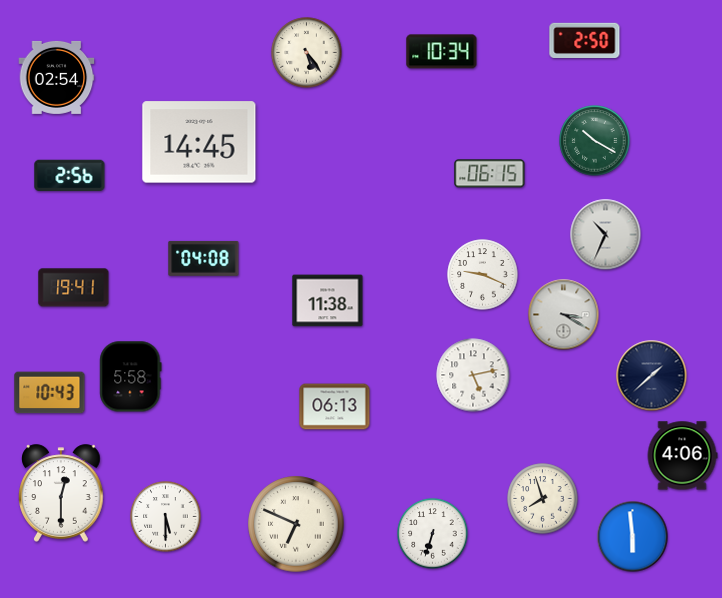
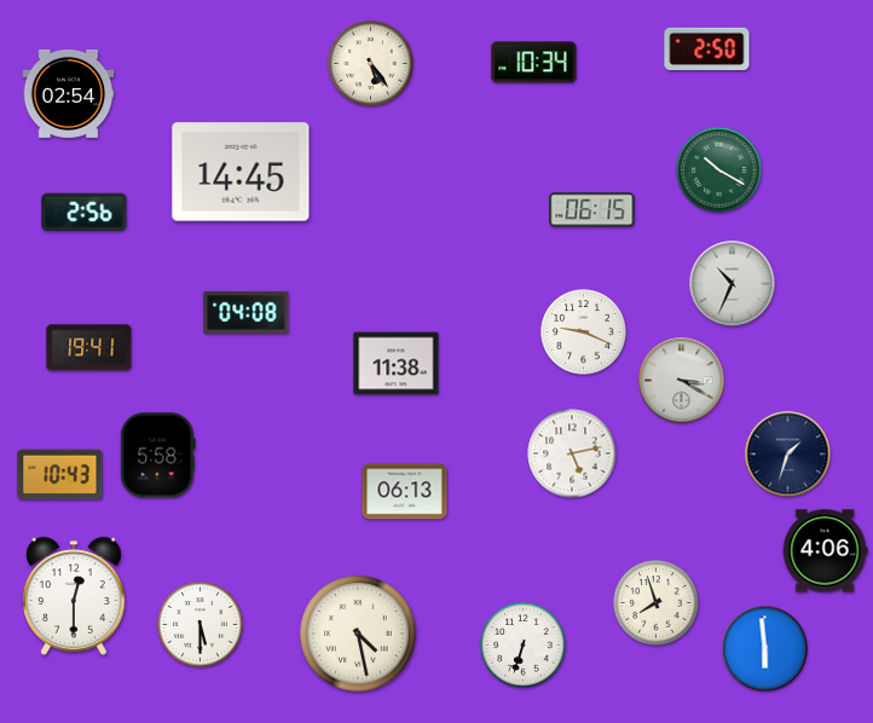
clock at (652, 376): 1:38 -> 1:33
clock at (296, 524): 6:49 -> 4:28
